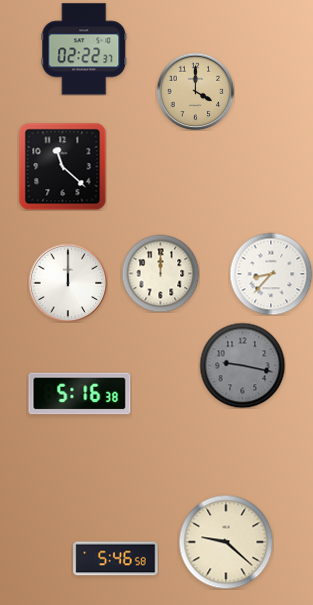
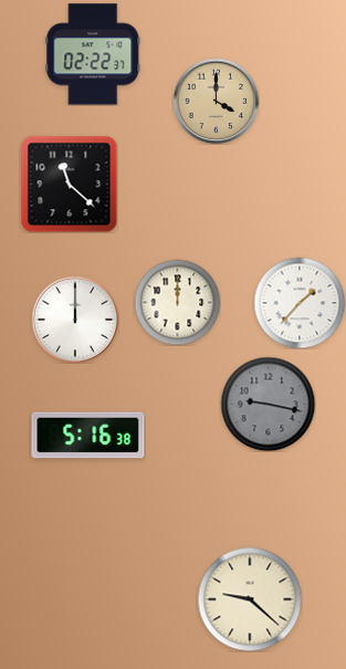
clock at (271, 274): 8:37 -> 1:37
clock at (68, 283) position: (68, 283) -> (75, 320)
clock at (116, 559): 5:46 -> none
